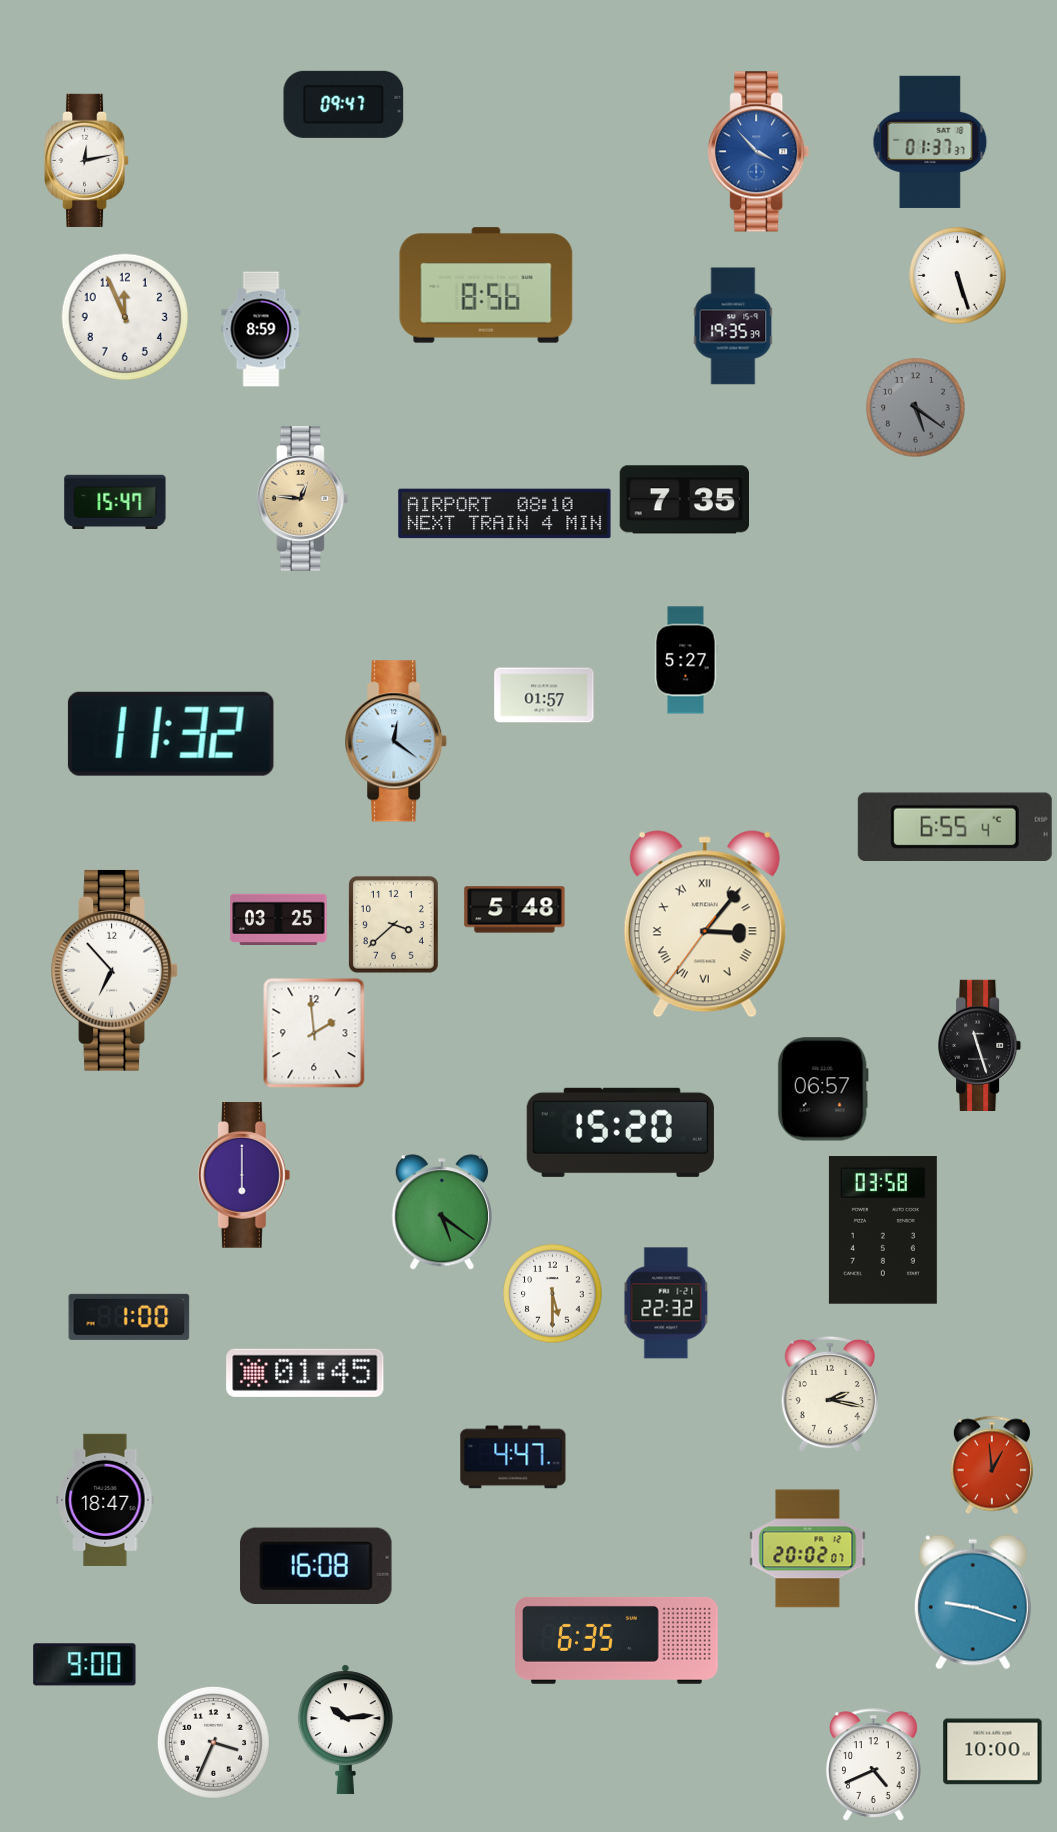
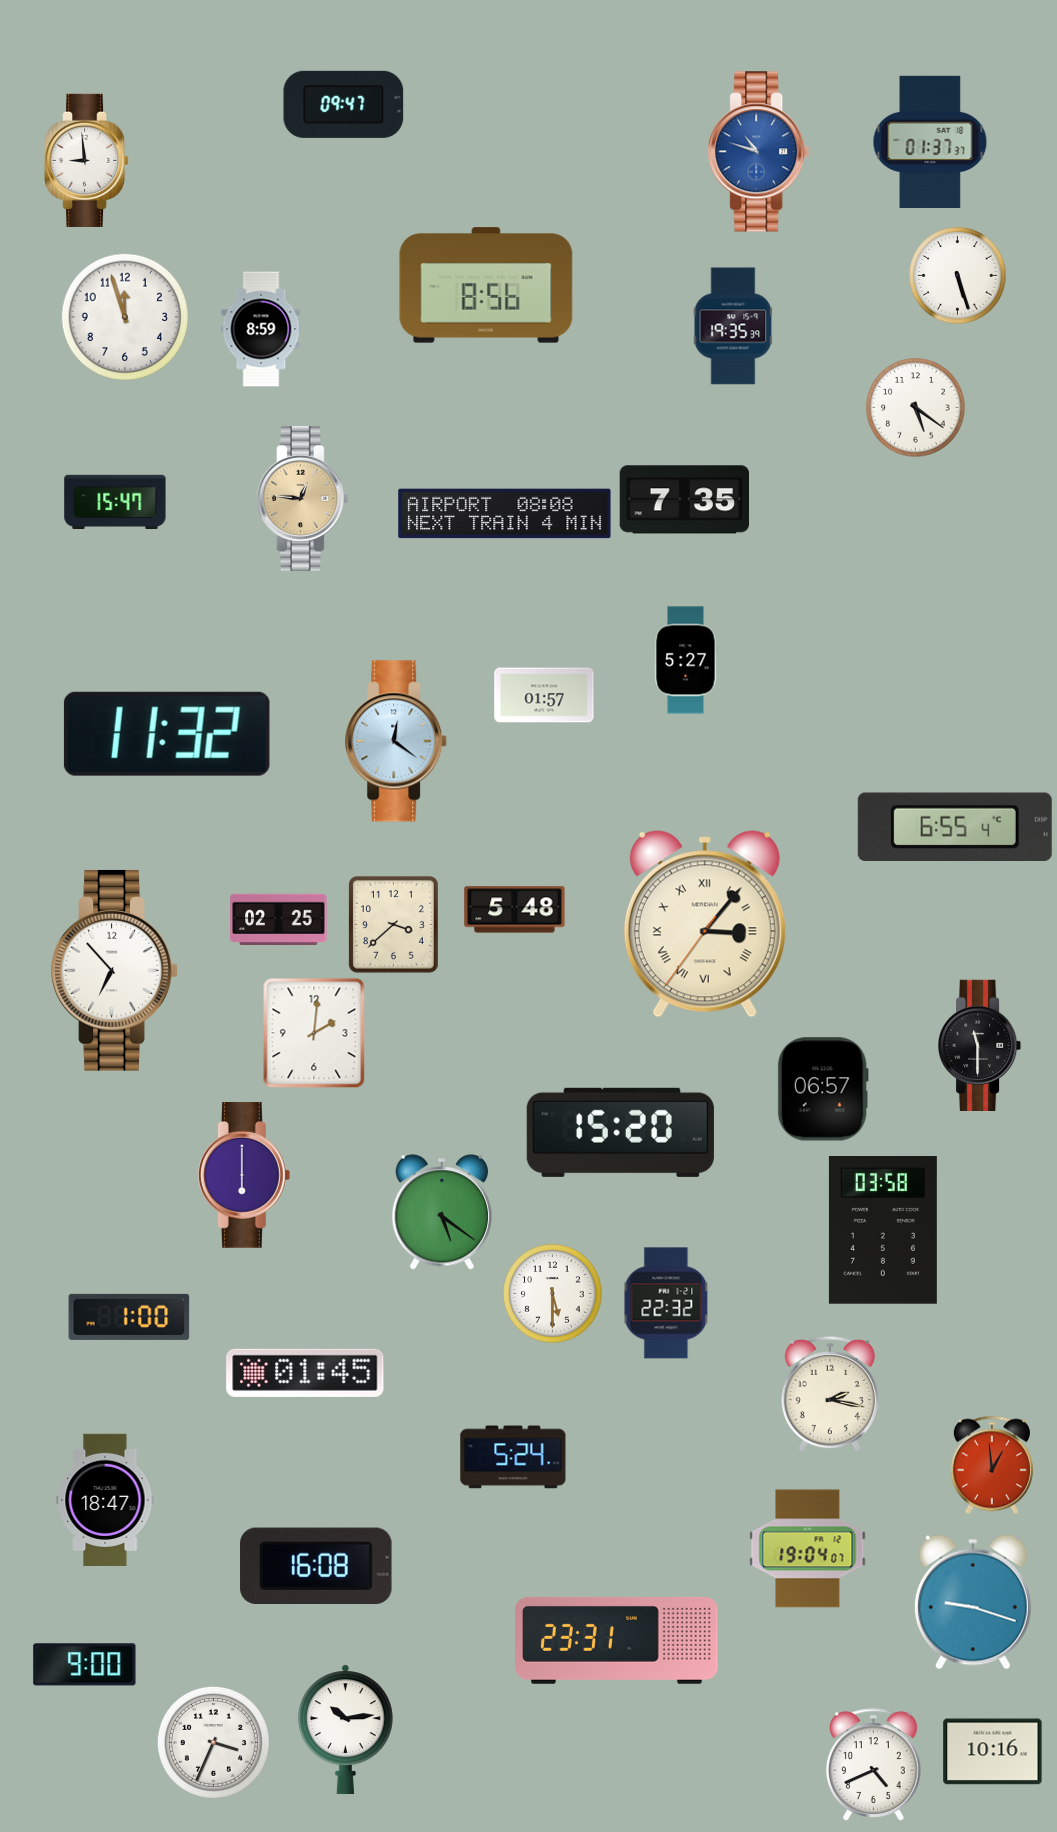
clock at (759, 152): 3:53 -> 10:48
clock at (88, 160): 12:13 -> 8:59
clock at (124, 316): 11:56 -> 11:57
clock at (916, 408) dial: grey -> white
clock at (505, 514): 08:10 -> 08:08
clock at (171, 734) position: (171, 734) -> (167, 734)
clock at (279, 919): 03:25 -> 02:25
clock at (314, 1033): 1:59 -> 2:01
clock at (981, 1045): 11:27 -> 11:30
clock at (513, 1457): 4:47 -> 5:24
clock at (808, 1549): 20:02 -> 19:04
clock at (617, 1640): 6:35 -> 23:31
clock at (993, 1752): 10:00 -> 10:16
